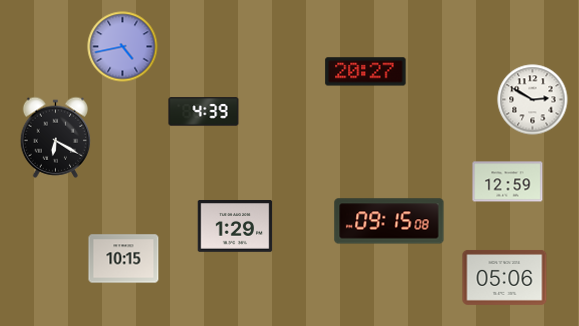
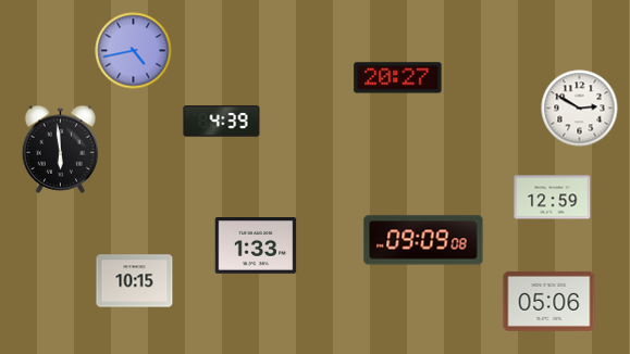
clock at (56, 137): 6:20 -> 5:59
clock at (389, 221): 09:15 -> 09:09
clock at (235, 226): 1:29 -> 1:33
